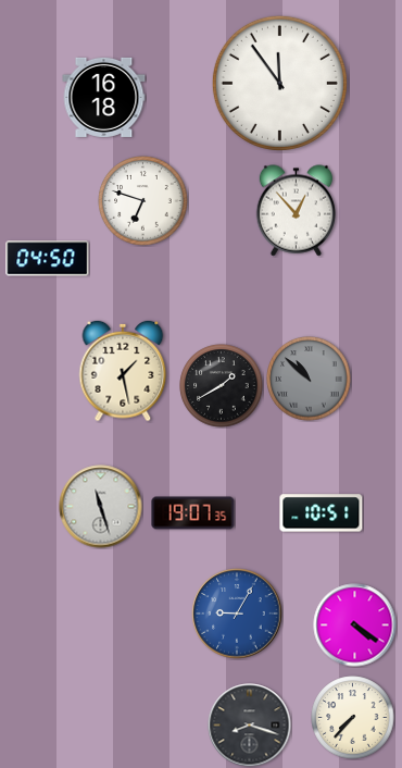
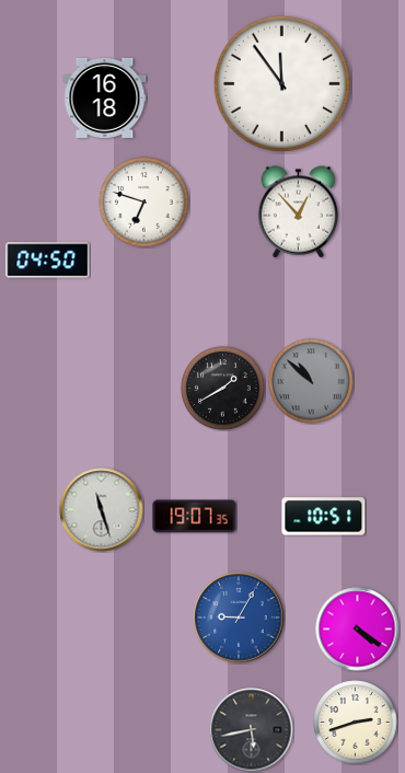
clock at (123, 371): 1:28 -> none
clock at (353, 718): 7:37 -> 2:42
clock at (250, 726): 8:18 -> 5:43
